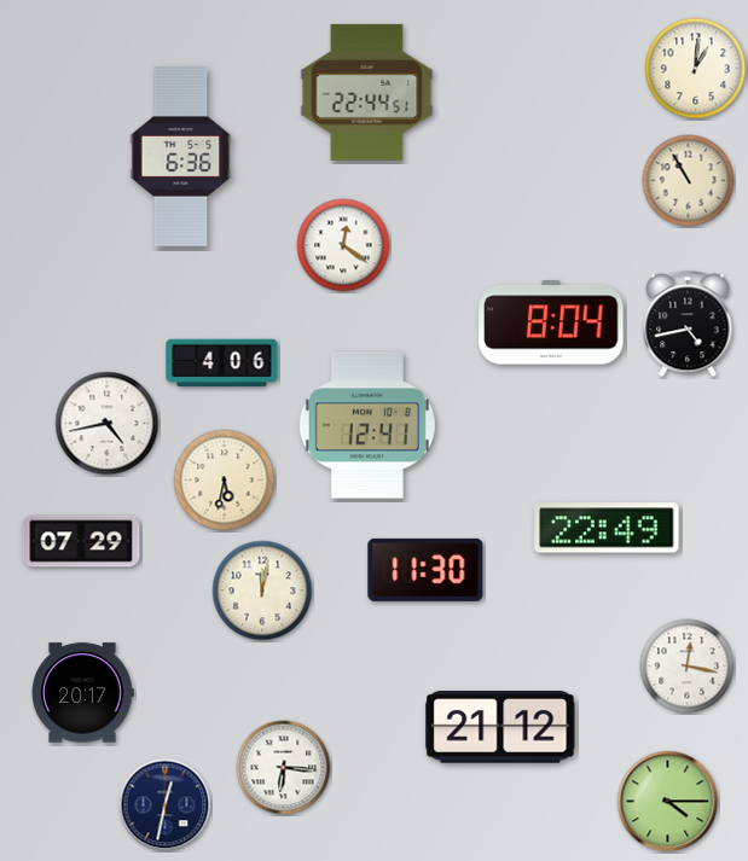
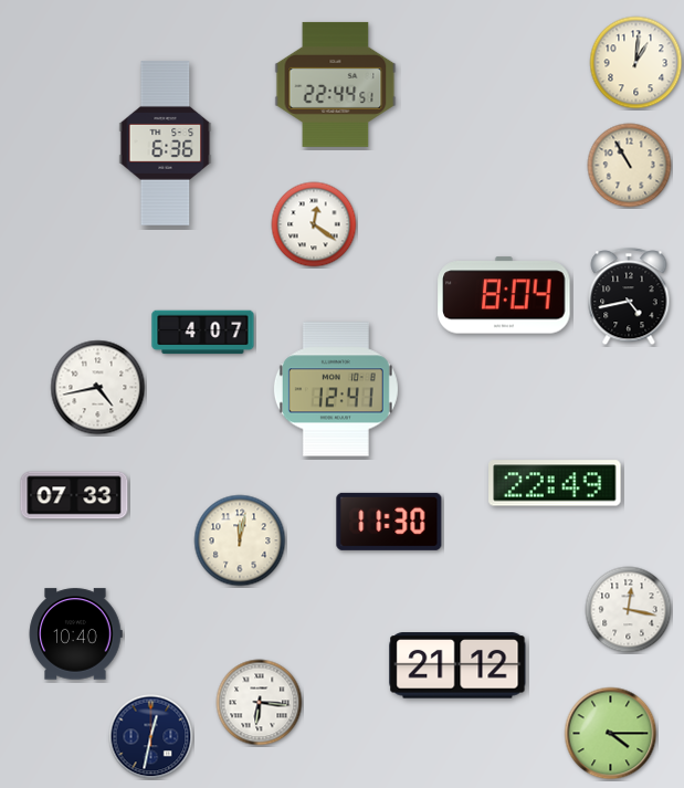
clock at (222, 363): 4:06 -> 4:07
clock at (225, 481): 5:32 -> none
clock at (81, 541): 07:29 -> 07:33
clock at (82, 693): 20:17 -> 10:40
